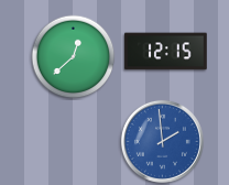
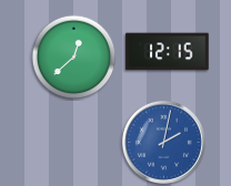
clock at (162, 141): 1:59 -> 2:02
